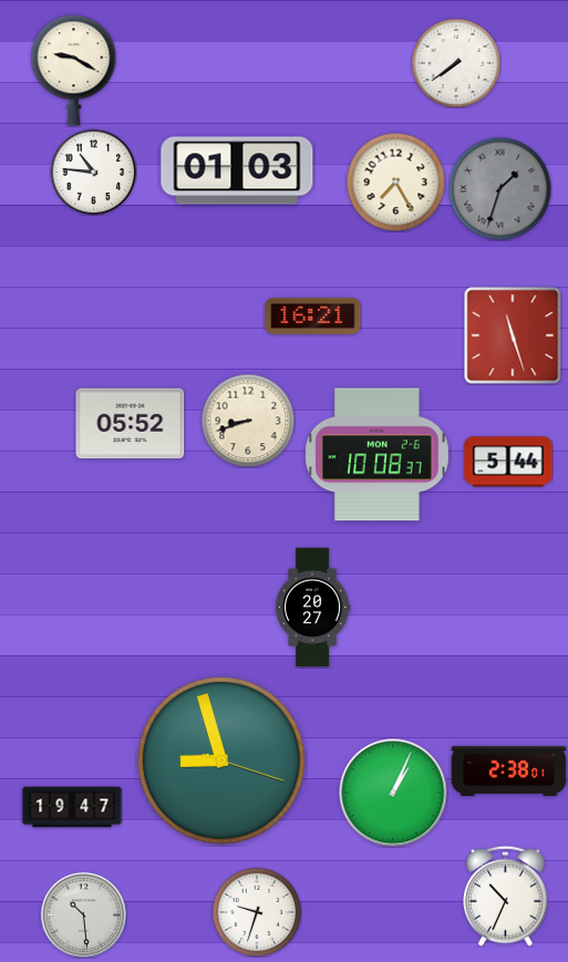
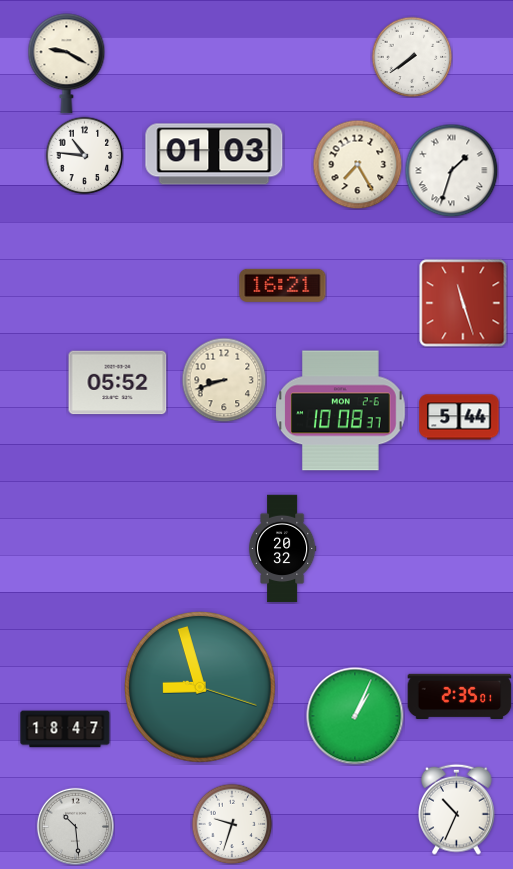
clock at (499, 188) dial: grey -> white
clock at (312, 608): 20:27 -> 20:32
clock at (509, 772): 2:38 -> 2:35
clock at (72, 807): 19:47 -> 18:47
